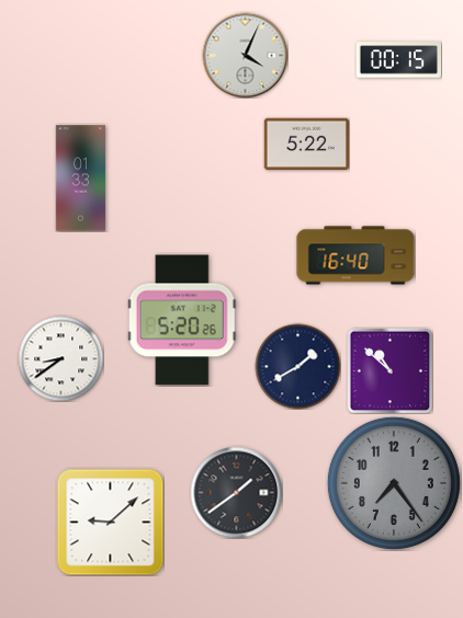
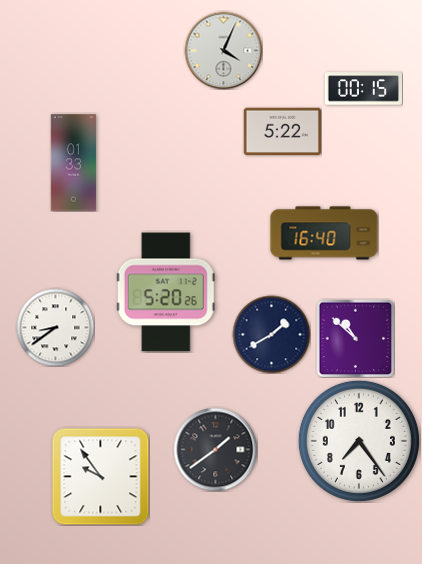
clock at (398, 60) position: (398, 60) -> (363, 89)
clock at (306, 145) position: (306, 145) -> (282, 132)
clock at (394, 483) dial: grey -> white
clock at (110, 523): 9:08 -> 9:54
